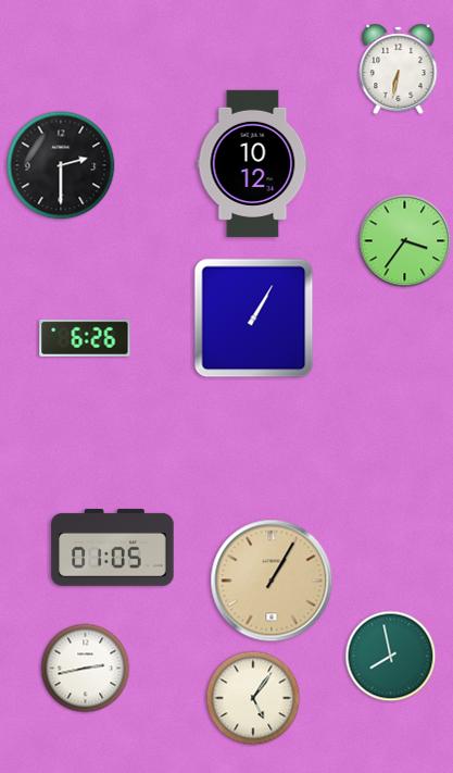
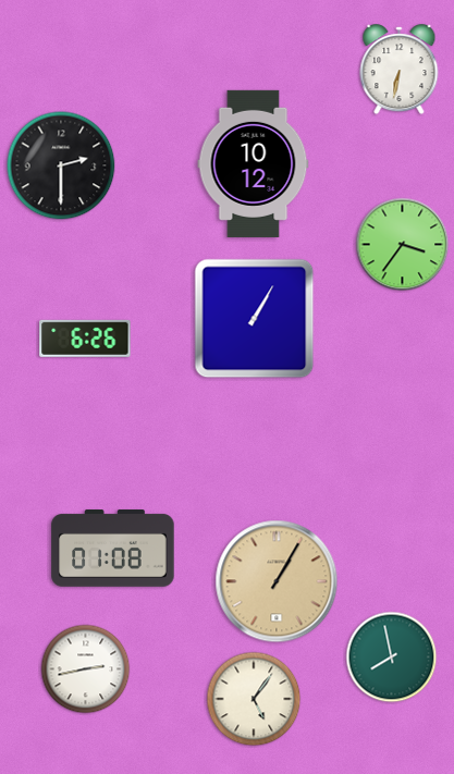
clock at (405, 241) position: (405, 241) -> (403, 245)
clock at (113, 548): 01:05 -> 01:08
clock at (272, 581) position: (272, 581) -> (277, 581)
